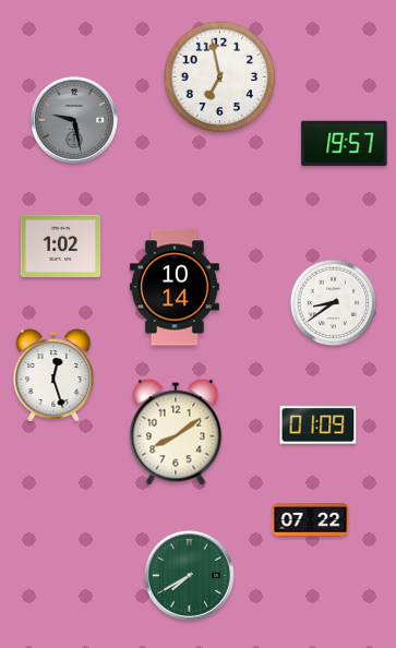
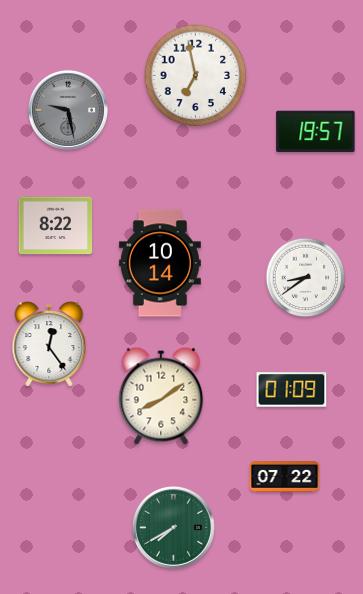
clock at (220, 77) position: (220, 77) -> (196, 76)
clock at (61, 247): 1:02 -> 8:22
clock at (53, 375): 12:27 -> 12:24
